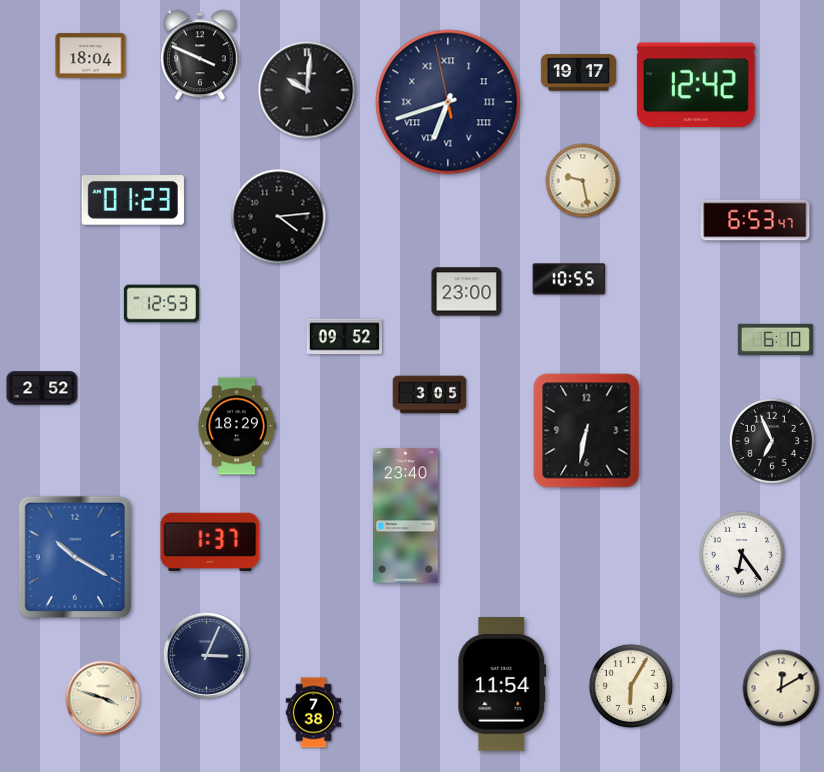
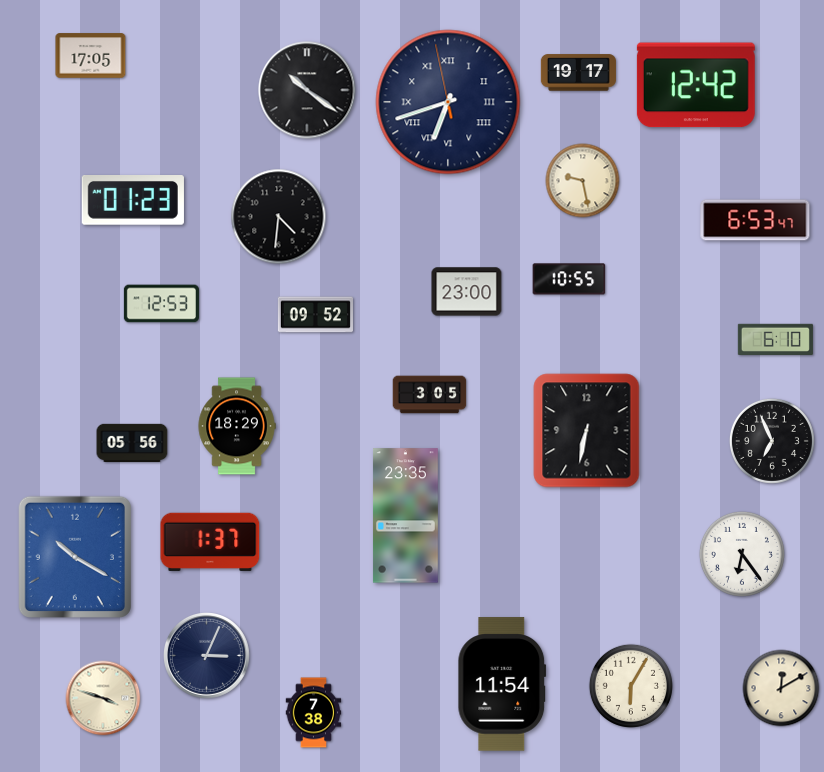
clock at (200, 55): 3:49 -> none
clock at (91, 56): 18:04 -> 17:05
clock at (307, 90): 10:01 -> 10:21
clock at (279, 217): 4:14 -> 4:31
clock at (344, 337) position: (344, 337) -> (315, 315)
clock at (42, 388): 2:52 -> none
clock at (132, 443): none -> 05:56
clock at (405, 516): 23:40 -> 23:35
